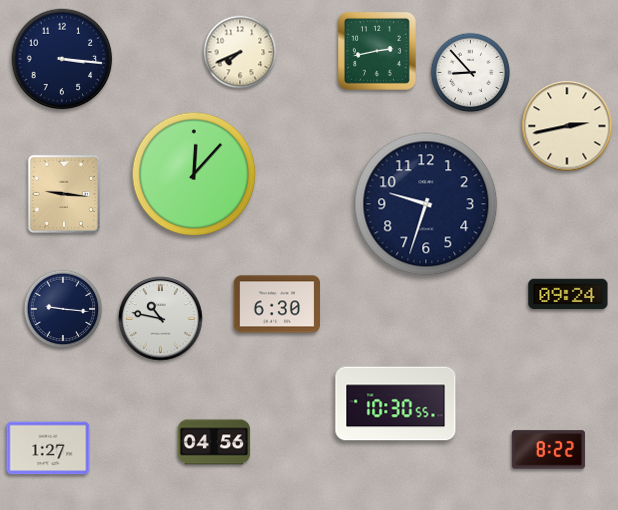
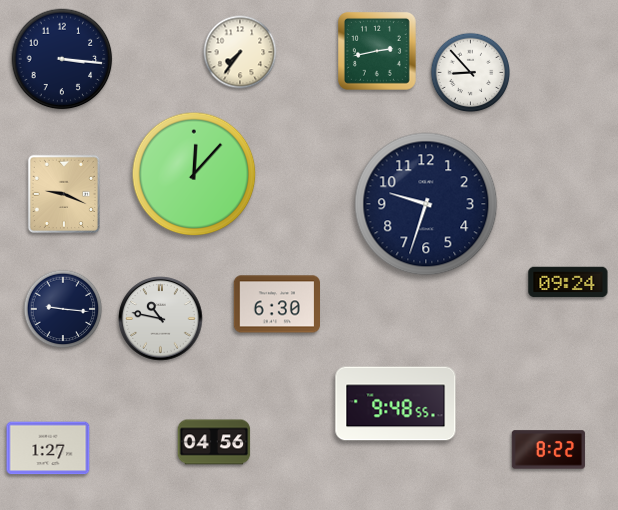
clock at (240, 52): 7:41 -> 7:36
clock at (567, 126): 2:43 -> none
clock at (63, 193): 9:16 -> 9:19
clock at (568, 294) position: (568, 294) -> (568, 282)
clock at (396, 404): 10:30 -> 9:48
